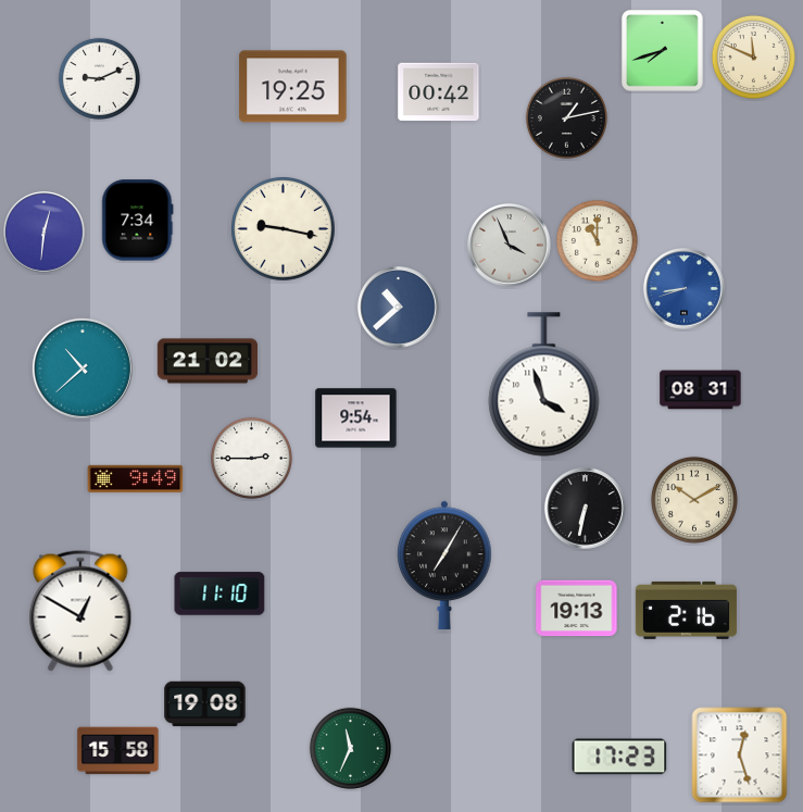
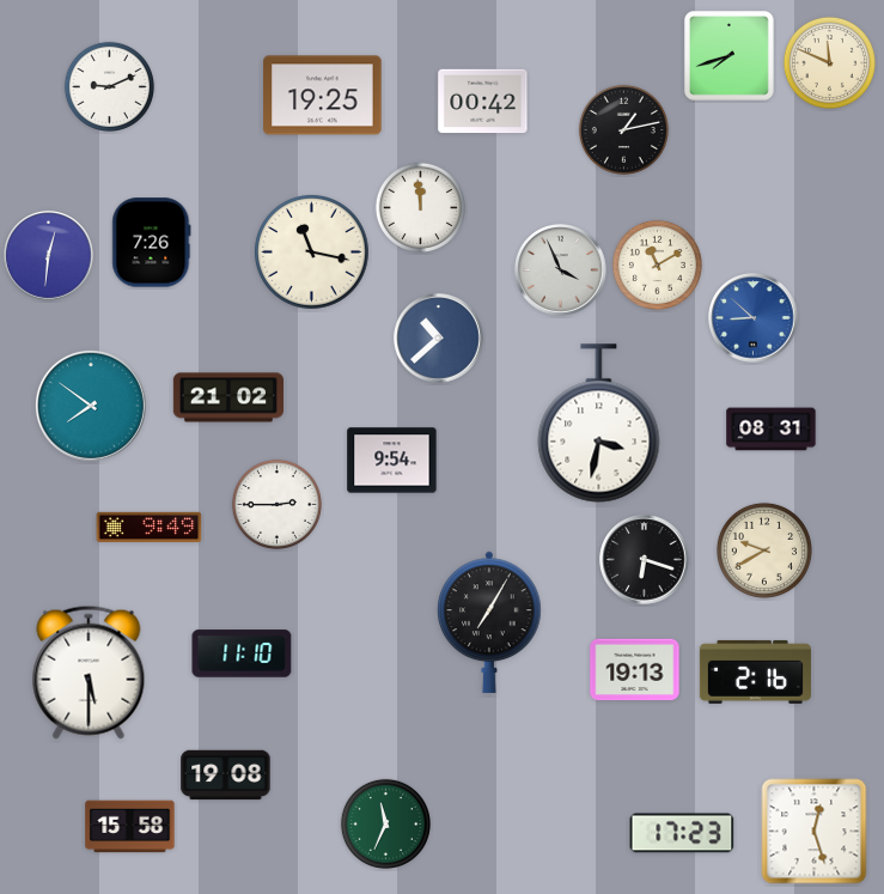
clock at (420, 207): none -> 11:59
clock at (138, 221): 7:34 -> 7:26
clock at (284, 229): 9:17 -> 11:17
clock at (597, 240): 11:00 -> 11:10
clock at (685, 289): 8:42 -> 8:52
clock at (83, 368): 10:38 -> 7:51
clock at (544, 385): 3:57 -> 3:32
clock at (694, 500): 10:10 -> 9:40
clock at (586, 509): 6:32 -> 6:18
clock at (80, 611): 12:50 -> 5:30
